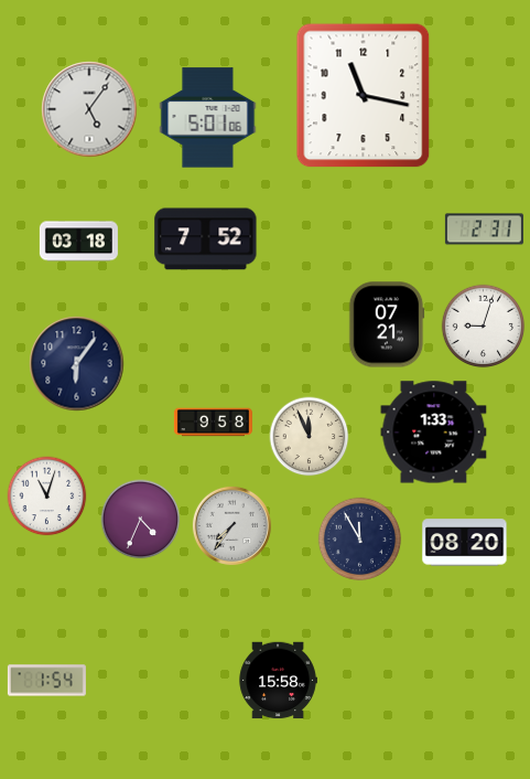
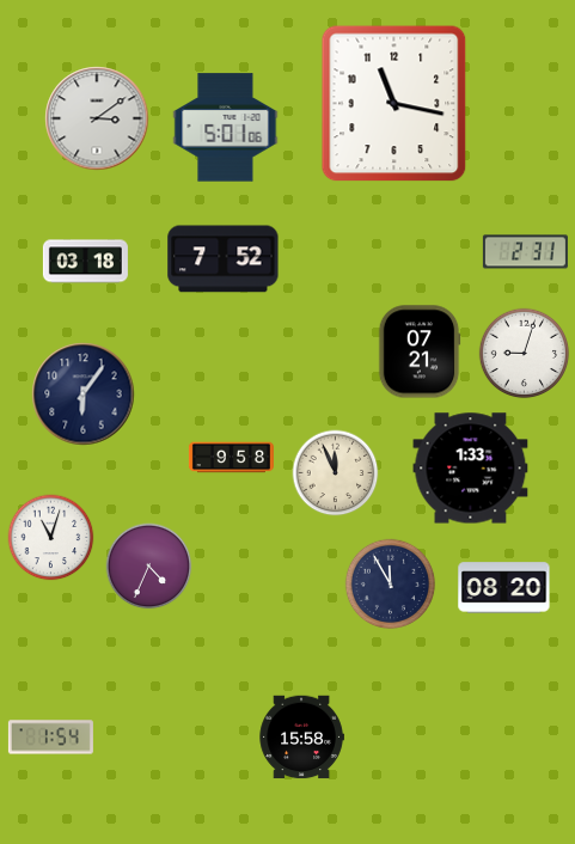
clock at (89, 109): 5:06 -> 3:09
clock at (484, 230) position: (484, 230) -> (525, 252)
clock at (141, 520) position: (141, 520) -> (149, 567)
clock at (231, 525): 7:36 -> none
